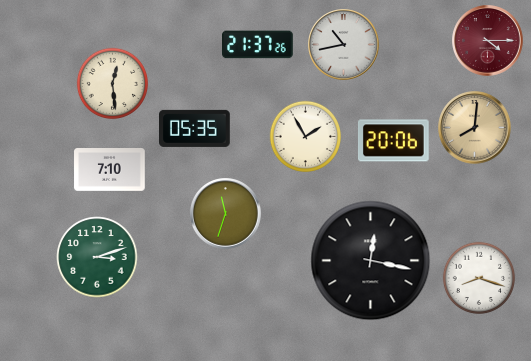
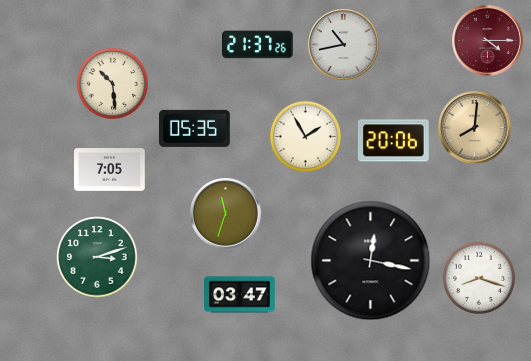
clock at (113, 84): 12:29 -> 10:29
clock at (110, 170): 7:10 -> 7:05
clock at (240, 295): none -> 03:47
